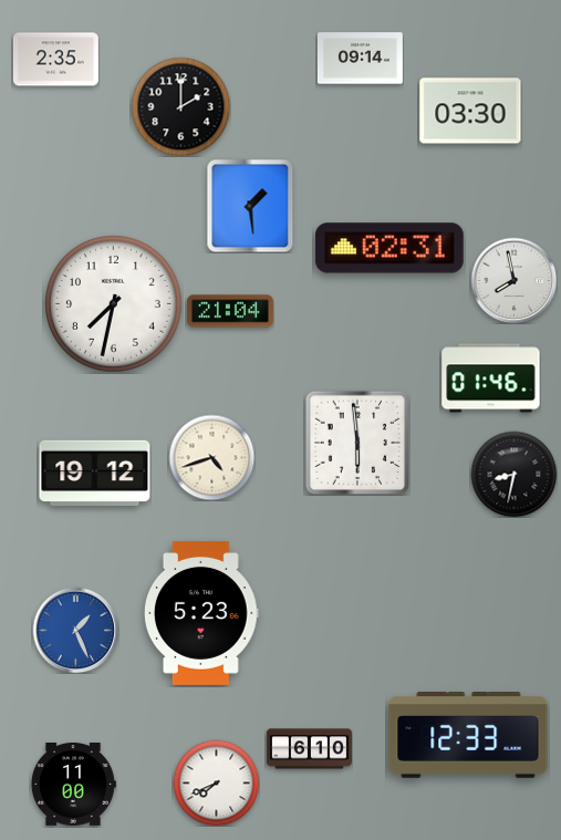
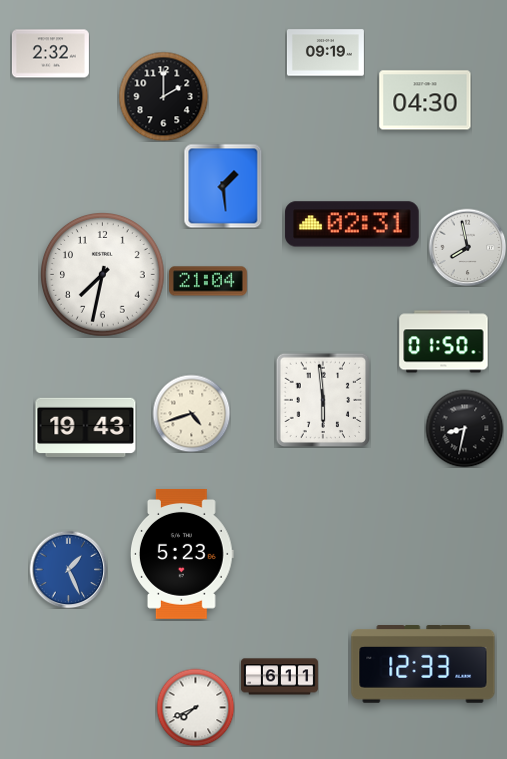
clock at (360, 59): 09:14 -> 09:19
clock at (55, 60): 2:35 -> 2:32
clock at (470, 111): 03:30 -> 04:30
clock at (250, 206) position: (250, 206) -> (223, 186)
clock at (513, 280) position: (513, 280) -> (467, 247)
clock at (491, 378): 01:46 -> 01:50
clock at (95, 474): 19:12 -> 19:43
clock at (309, 749): 6:10 -> 6:11
clock at (74, 784): 11:00 -> none
